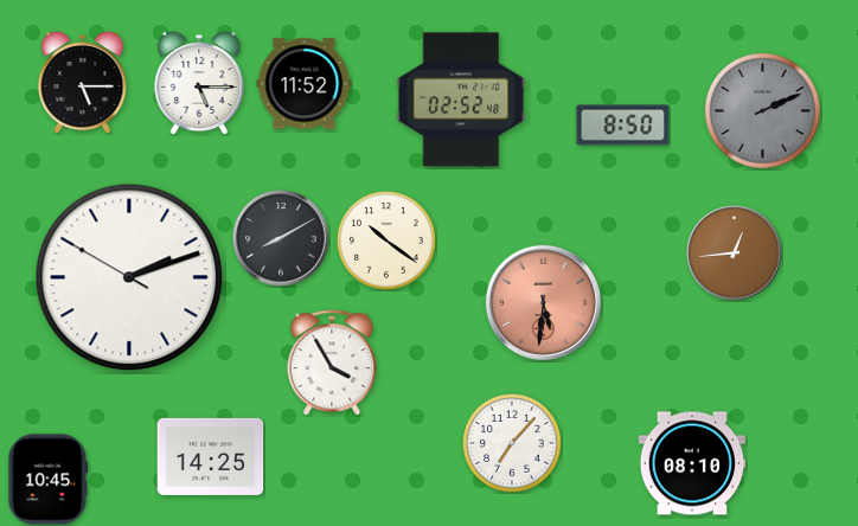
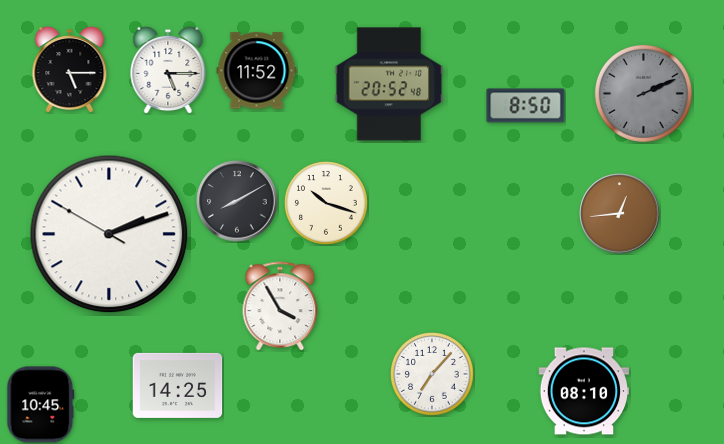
clock at (461, 100): 02:52 -> 20:52
clock at (388, 242): 10:21 -> 10:18
clock at (543, 302): 5:31 -> none
